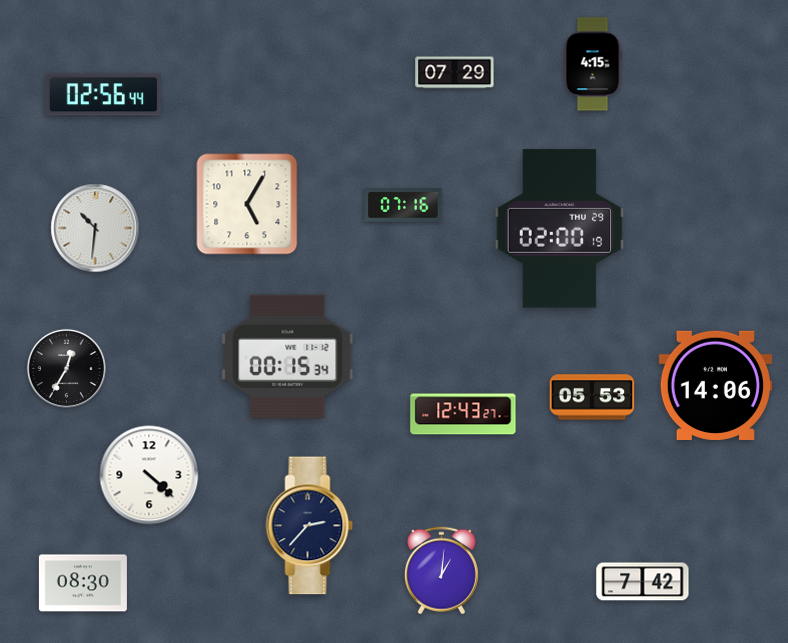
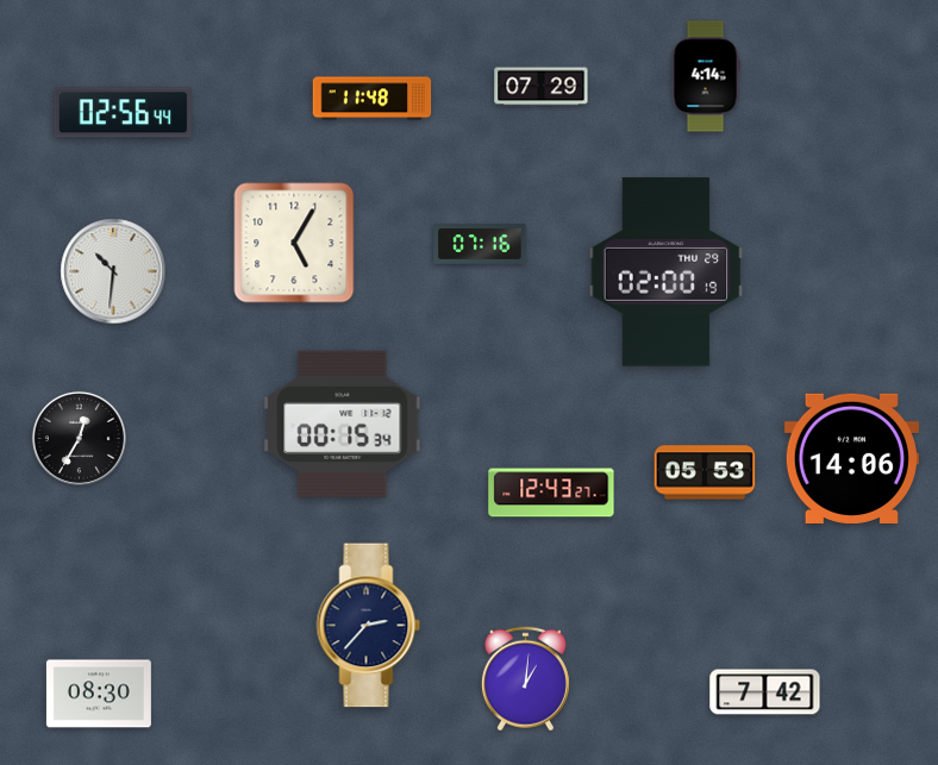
clock at (593, 64): 4:15 -> 4:14
clock at (373, 99): none -> 11:48
clock at (149, 475): 4:22 -> none
